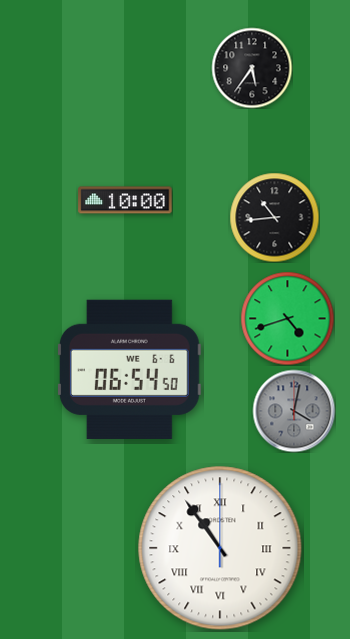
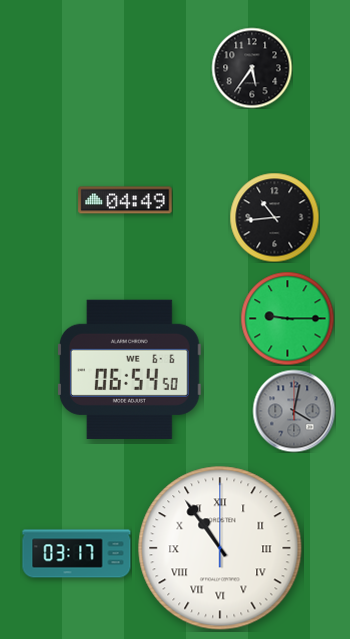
clock at (125, 200): 10:00 -> 04:49
clock at (287, 318): 4:42 -> 9:15
clock at (77, 554): none -> 03:17
